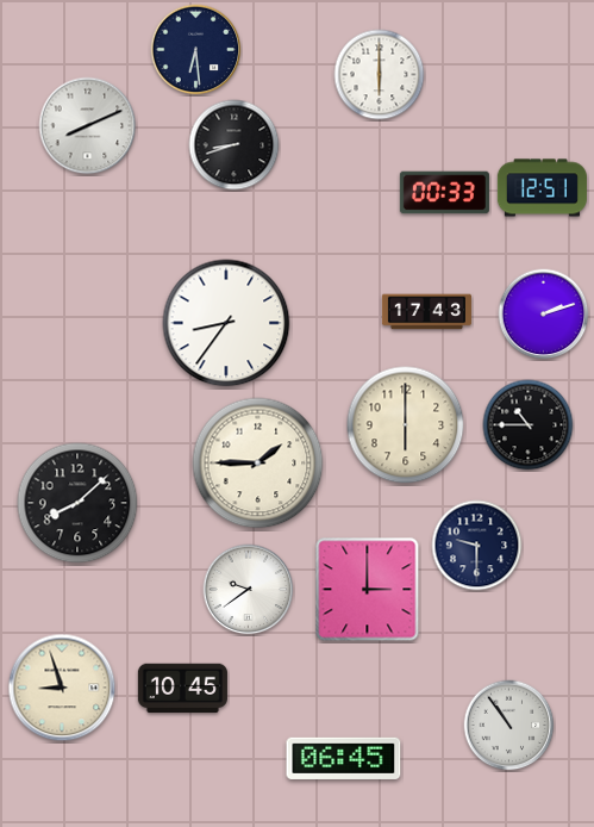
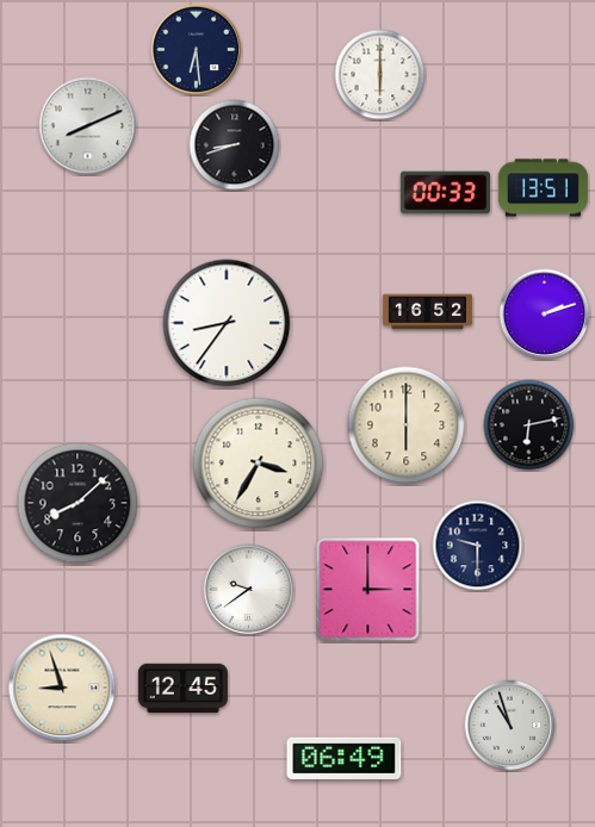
clock at (542, 188): 12:51 -> 13:51
clock at (426, 312): 17:43 -> 16:52
clock at (529, 425): 10:45 -> 6:13
clock at (258, 464): 1:45 -> 3:35
clock at (182, 689): 10:45 -> 12:45
clock at (509, 726): 10:54 -> 10:57
clock at (344, 758): 06:45 -> 06:49
